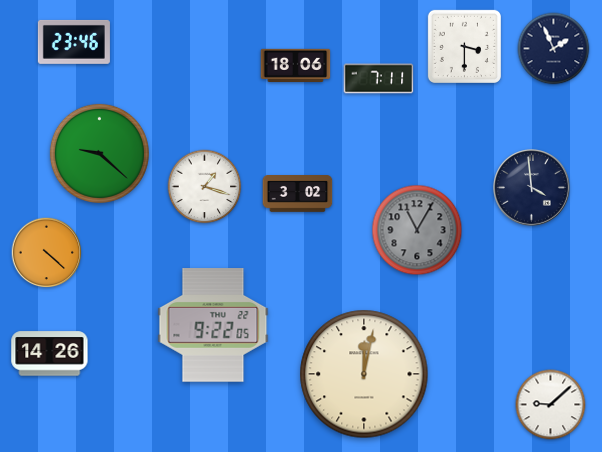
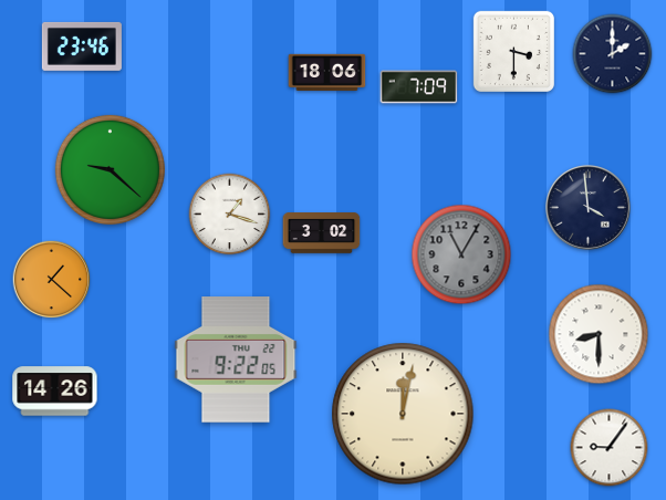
clock at (554, 49): 1:56 -> 2:00
clock at (379, 79): 7:11 -> 7:09
clock at (205, 187) position: (205, 187) -> (230, 215)
clock at (298, 194) position: (298, 194) -> (322, 233)
clock at (47, 253): 4:22 -> 1:22
clock at (599, 334): none -> 8:30
clock at (551, 405): 9:08 -> 9:06
